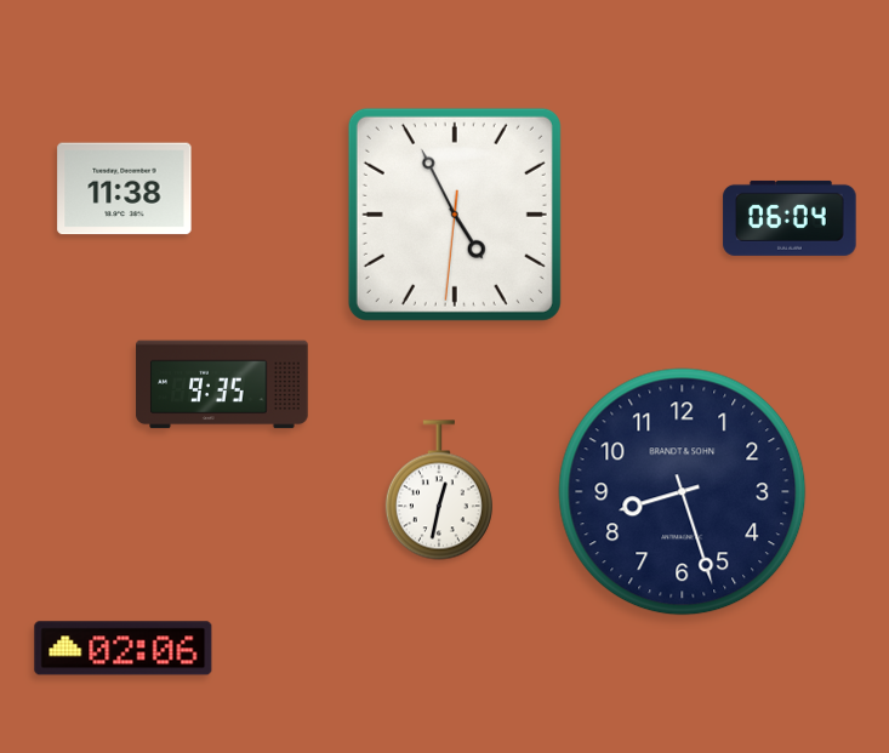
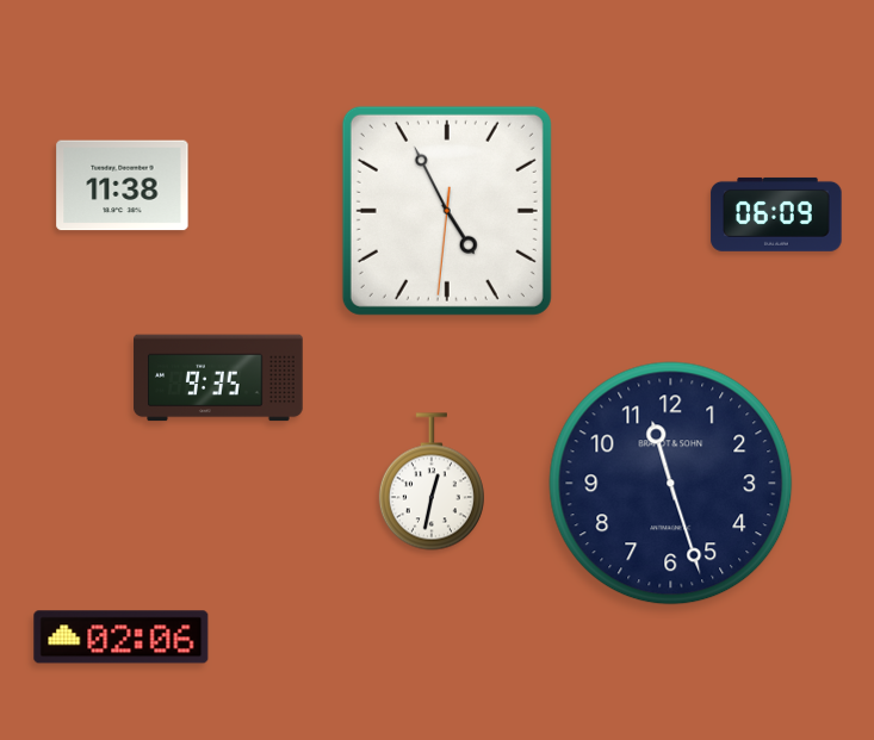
clock at (790, 218): 06:04 -> 06:09
clock at (683, 492): 8:27 -> 11:27
